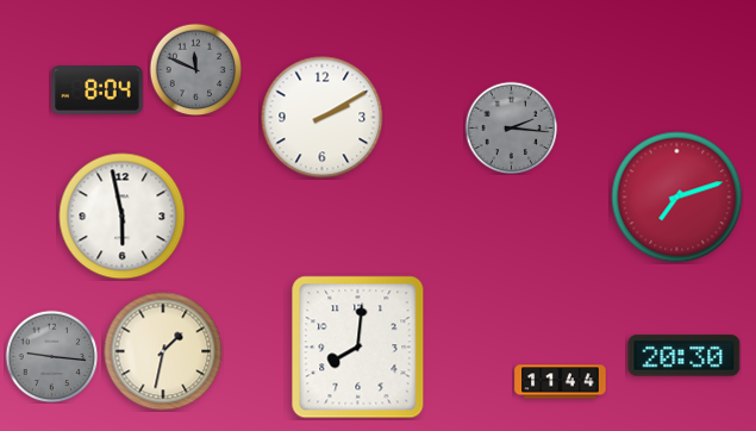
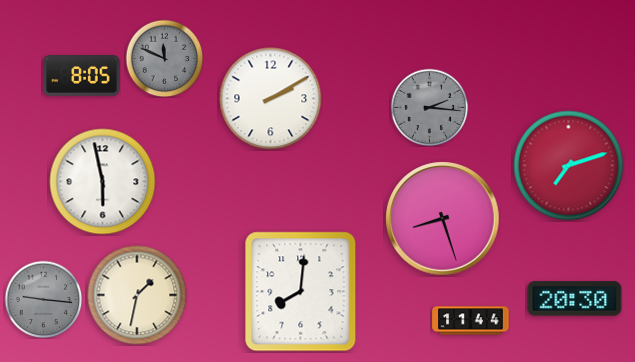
clock at (98, 90): 8:04 -> 8:05
clock at (443, 219): none -> 8:27
